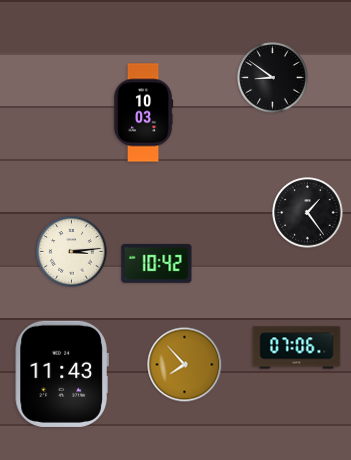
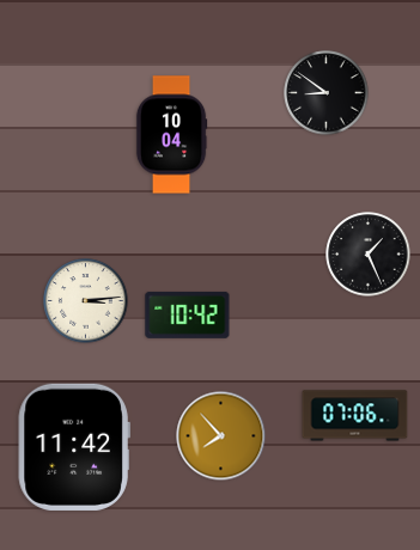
clock at (143, 113): 10:03 -> 10:04
clock at (308, 213): 1:24 -> 1:26
clock at (62, 374): 11:43 -> 11:42
